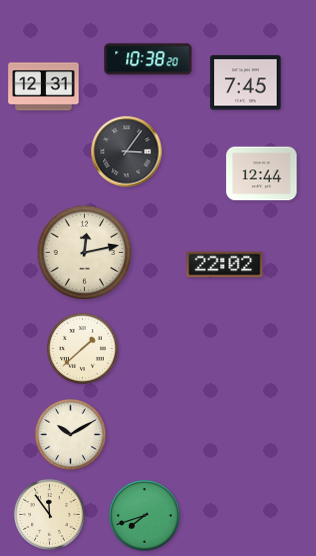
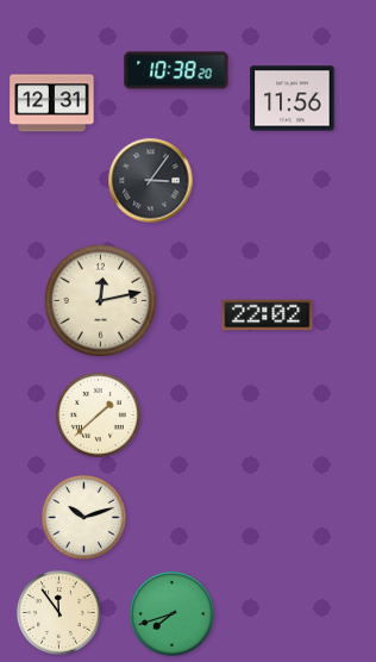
clock at (246, 83): 7:45 -> 11:56
clock at (262, 174): 12:44 -> none
clock at (70, 434): 10:10 -> 10:12
